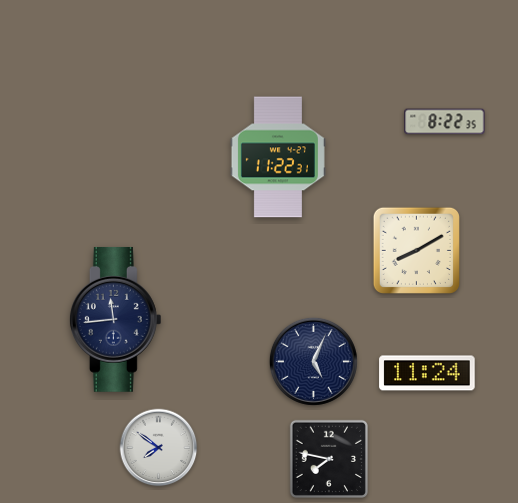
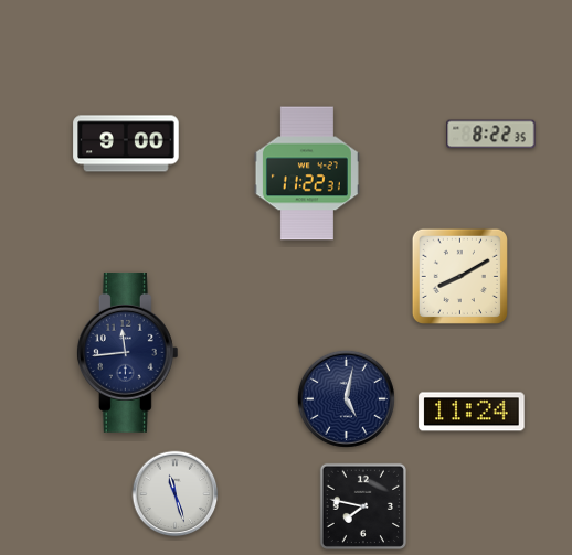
clock at (126, 143): none -> 9:00
clock at (313, 361): 5:04 -> 5:02
clock at (159, 448): 7:51 -> 11:27
